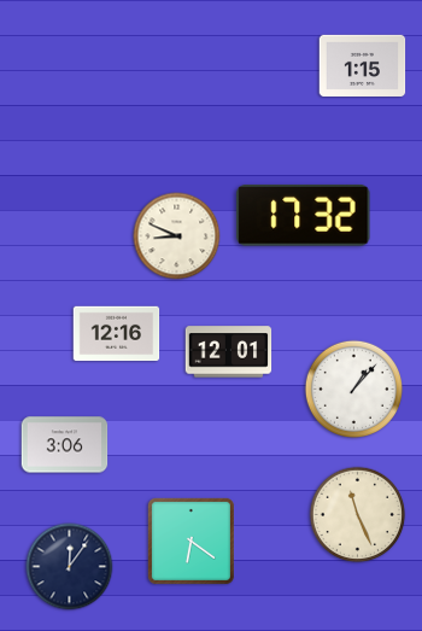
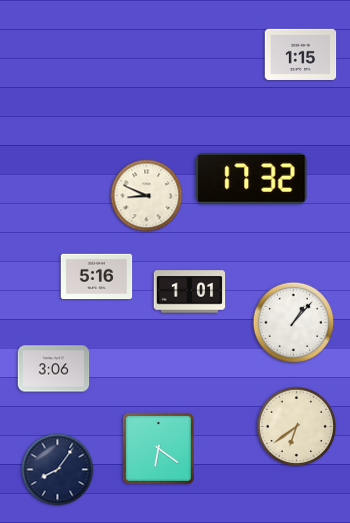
clock at (117, 334): 12:16 -> 5:16
clock at (229, 352): 12:01 -> 1:01
clock at (358, 515): 11:26 -> 6:39
clock at (70, 567): 12:06 -> 8:06
